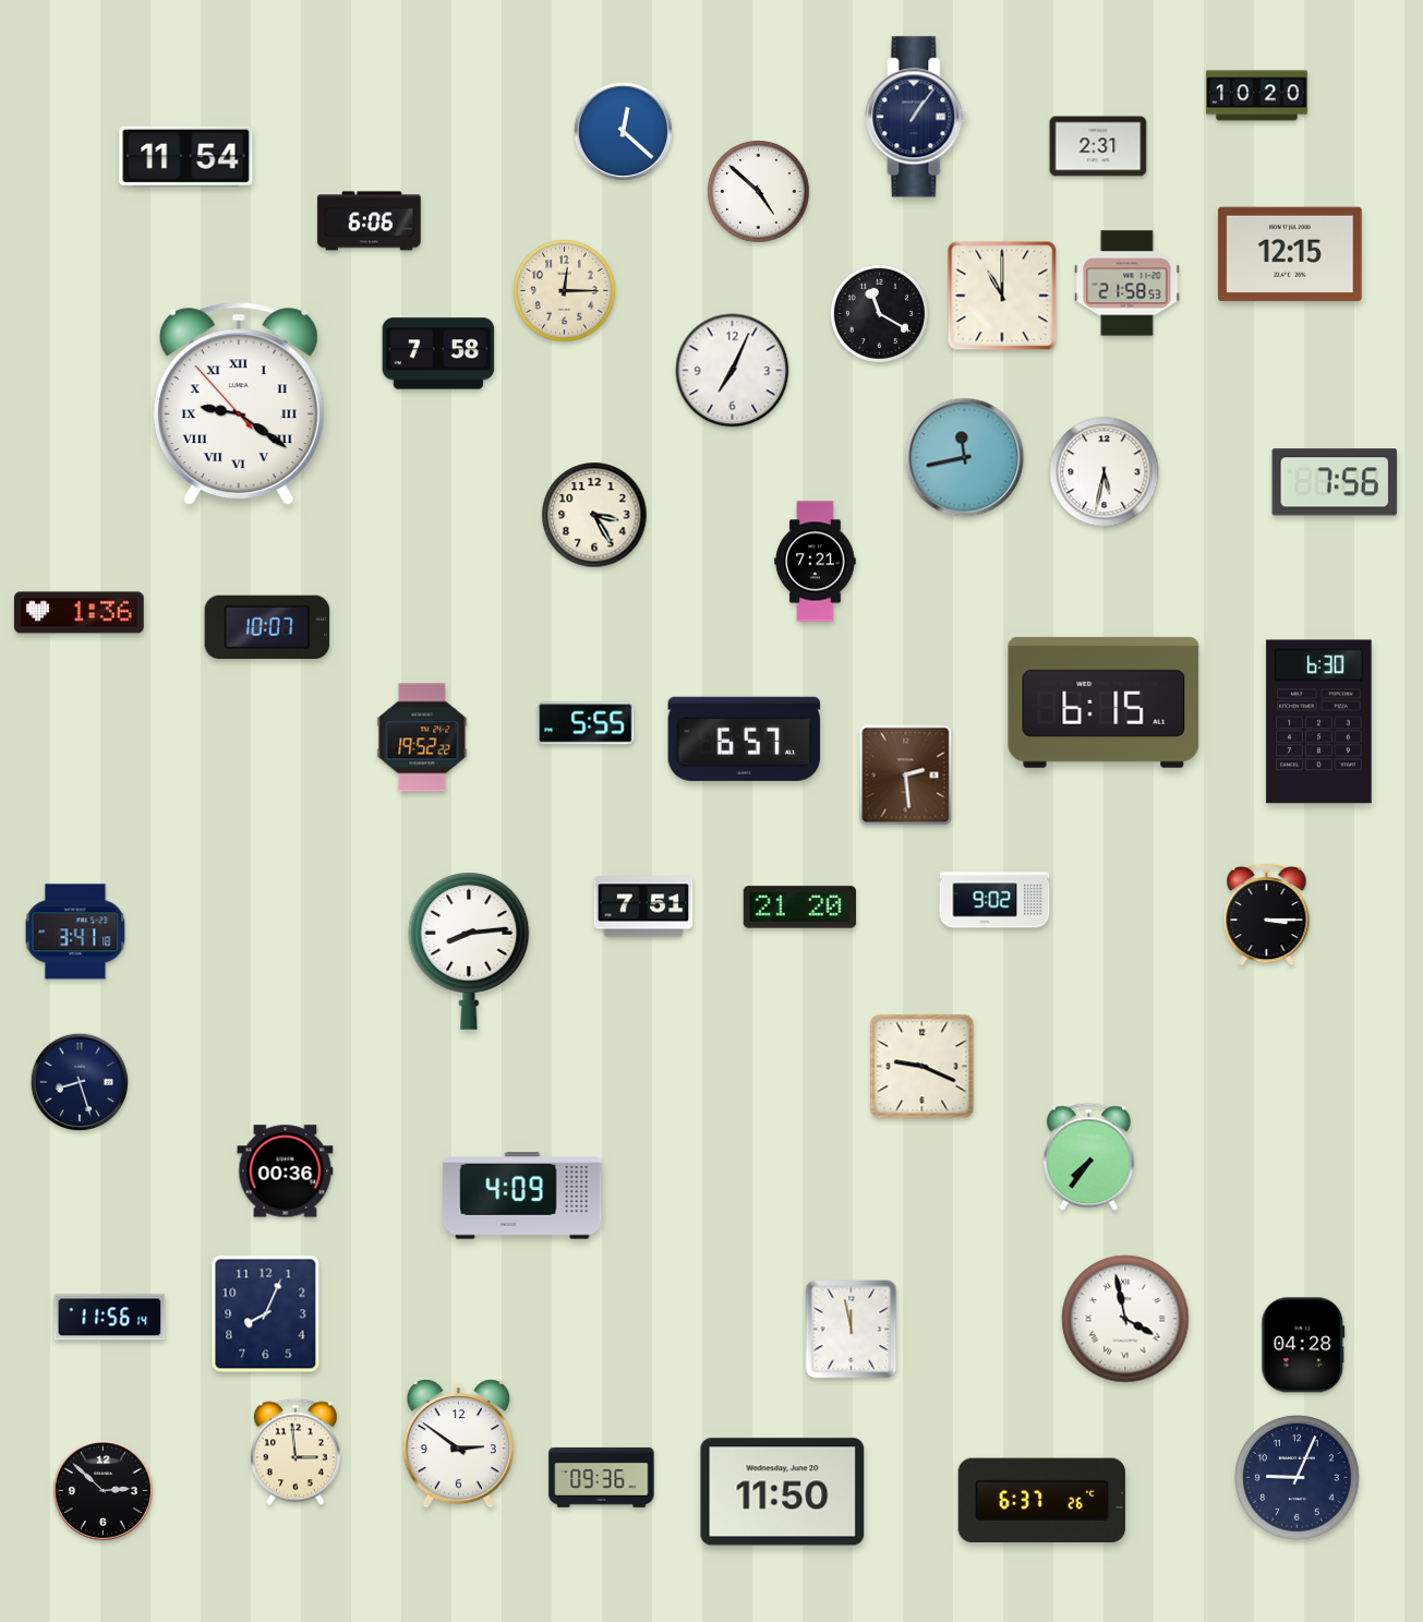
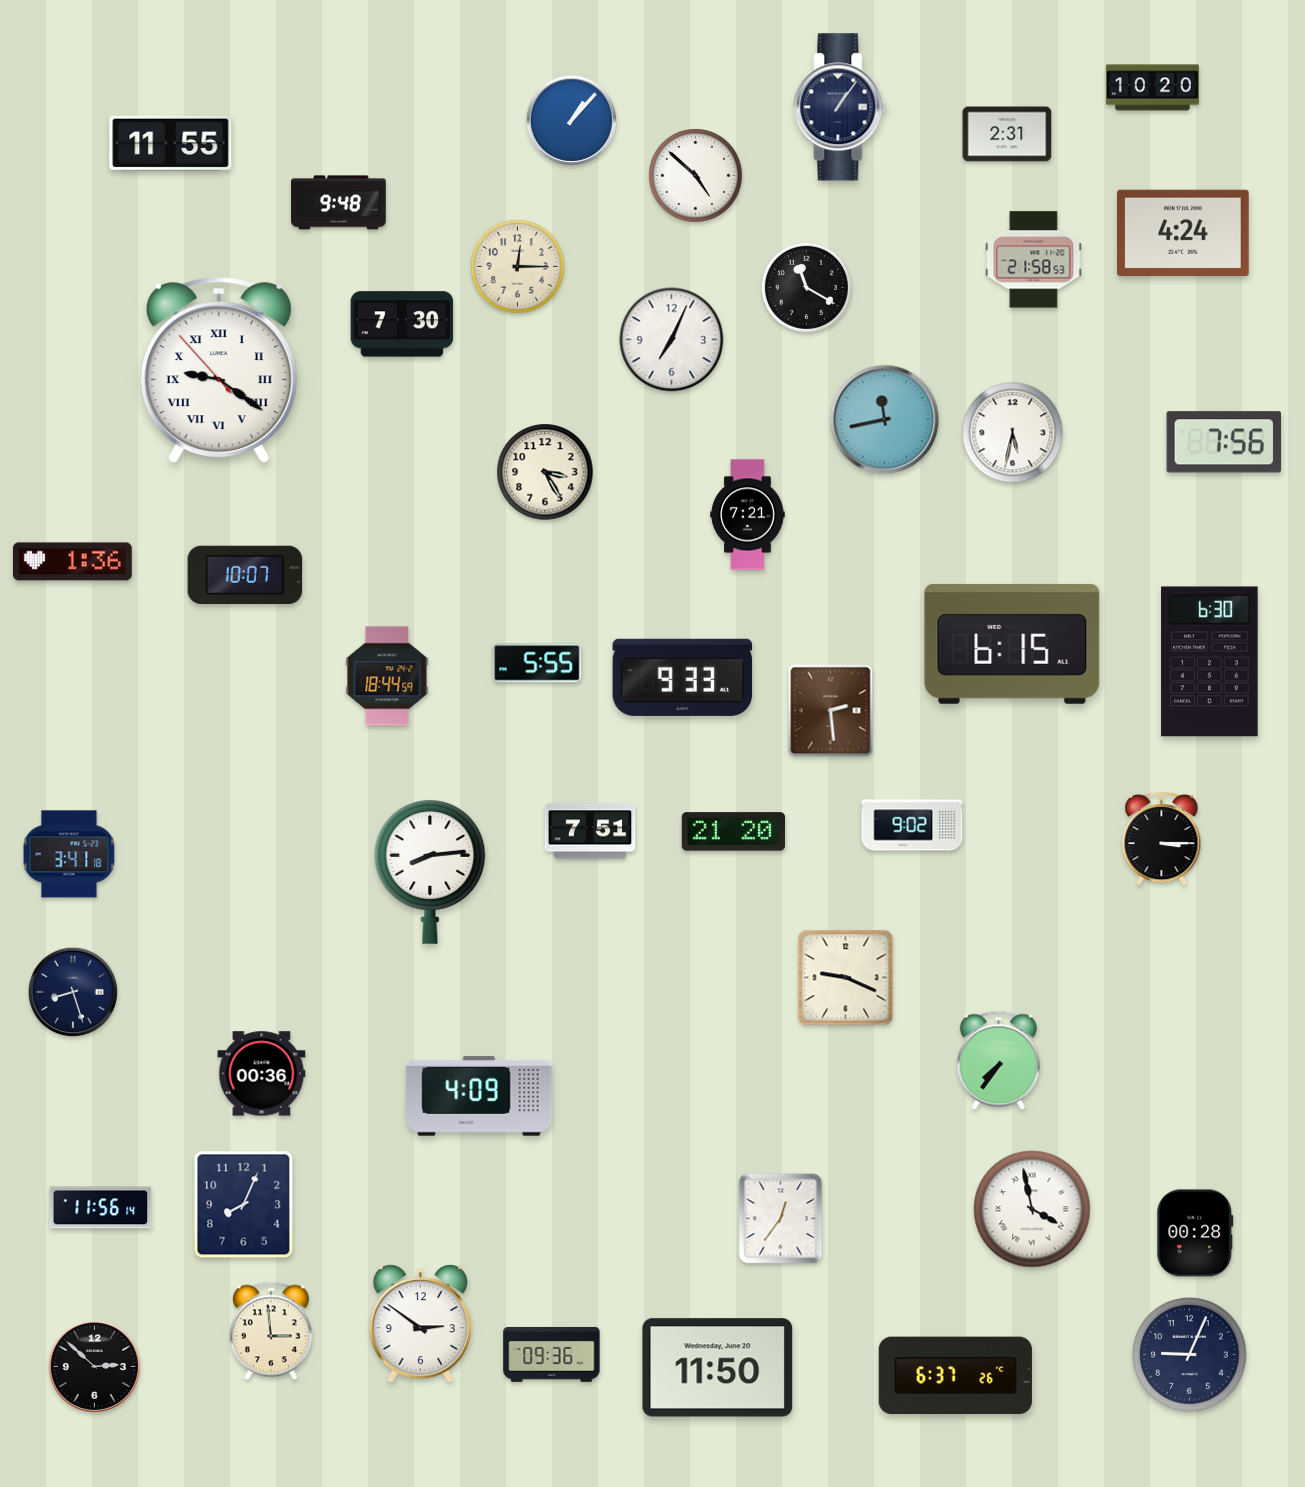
clock at (623, 131): 12:22 -> 1:07
clock at (186, 156): 11:54 -> 11:55
clock at (370, 221): 6:06 -> 9:48
clock at (1291, 253): 12:15 -> 4:24
clock at (1002, 296): 11:00 -> none
clock at (438, 353): 7:58 -> 7:30
clock at (422, 737): 19:52 -> 18:44
clock at (745, 738): 6:57 -> 9:33
clock at (852, 1330): 11:58 -> 12:36
clock at (1303, 1345): 04:28 -> 00:28
